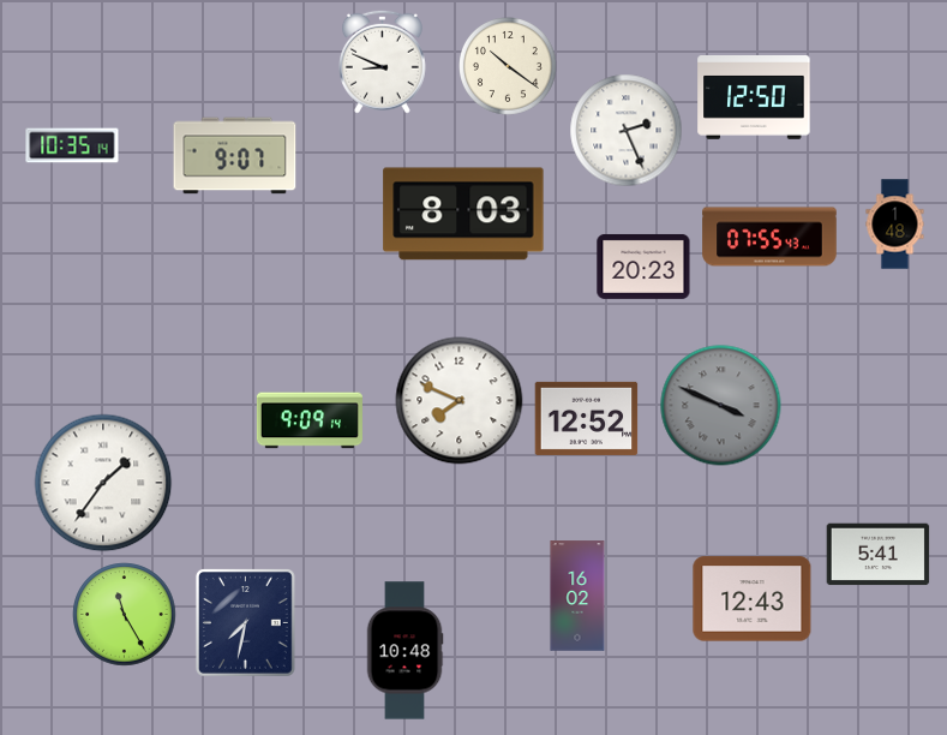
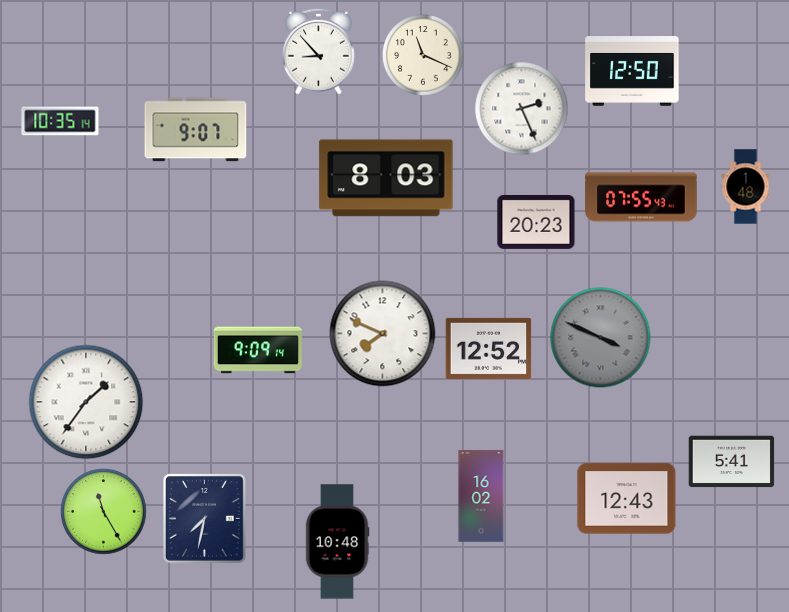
clock at (383, 61): 8:49 -> 8:53
clock at (509, 67): 10:21 -> 11:19
clock at (754, 98) position: (754, 98) -> (632, 72)
